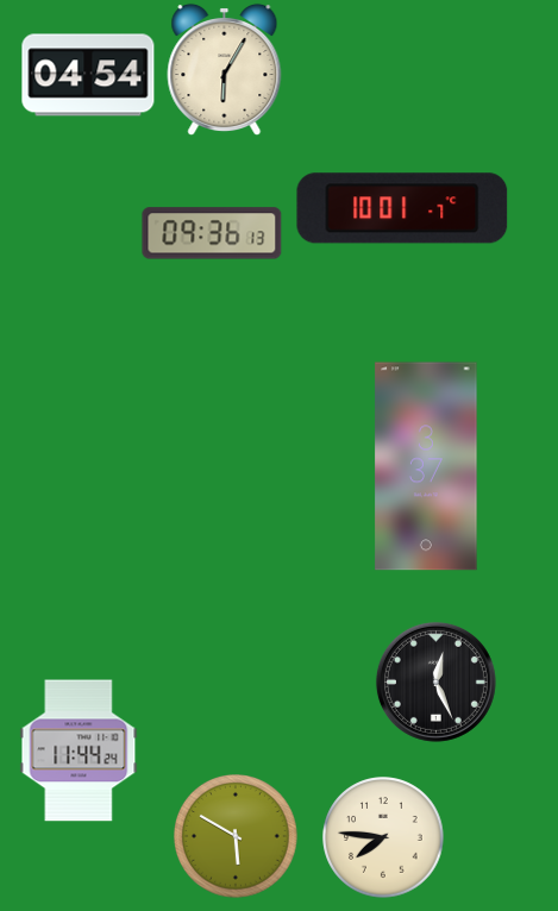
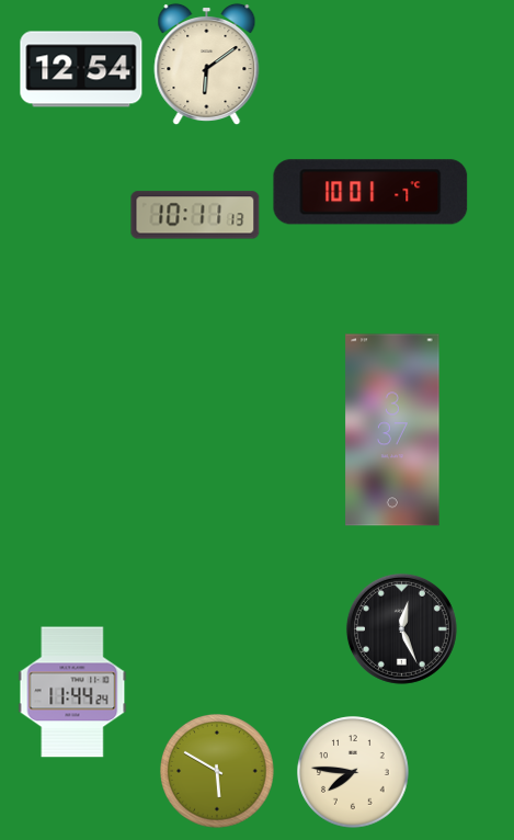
clock at (225, 69): 6:05 -> 6:09
clock at (88, 75): 04:54 -> 12:54
clock at (212, 233): 09:36 -> 10:11
